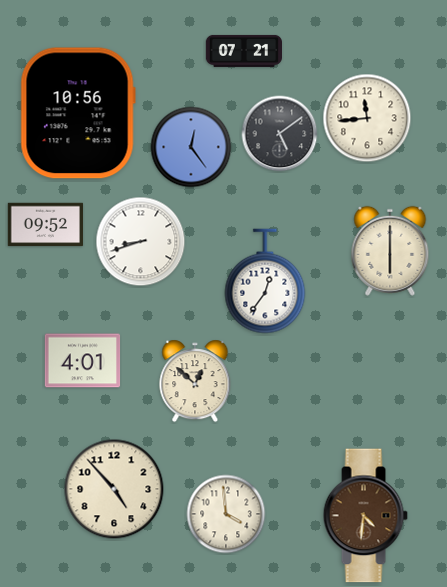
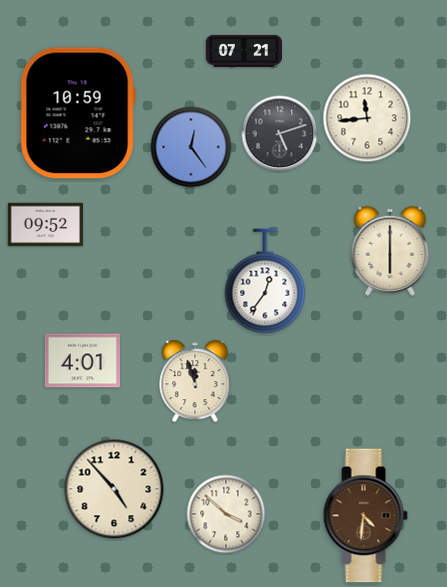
clock at (78, 113): 10:56 -> 10:59
clock at (280, 134): 5:09 -> 5:12
clock at (141, 242): 8:42 -> none
clock at (195, 381): 12:52 -> 11:57
clock at (226, 514): 3:59 -> 3:52
